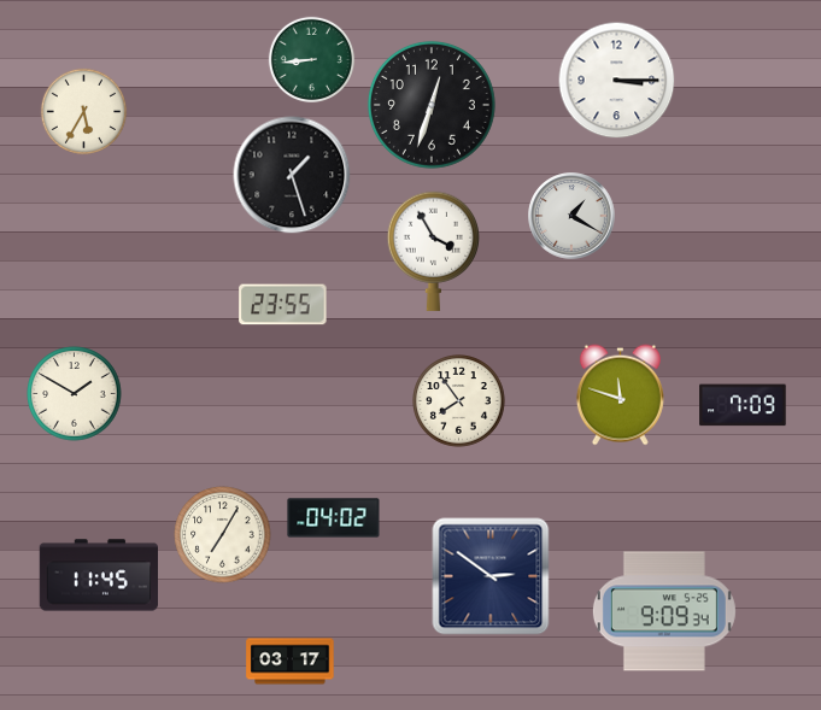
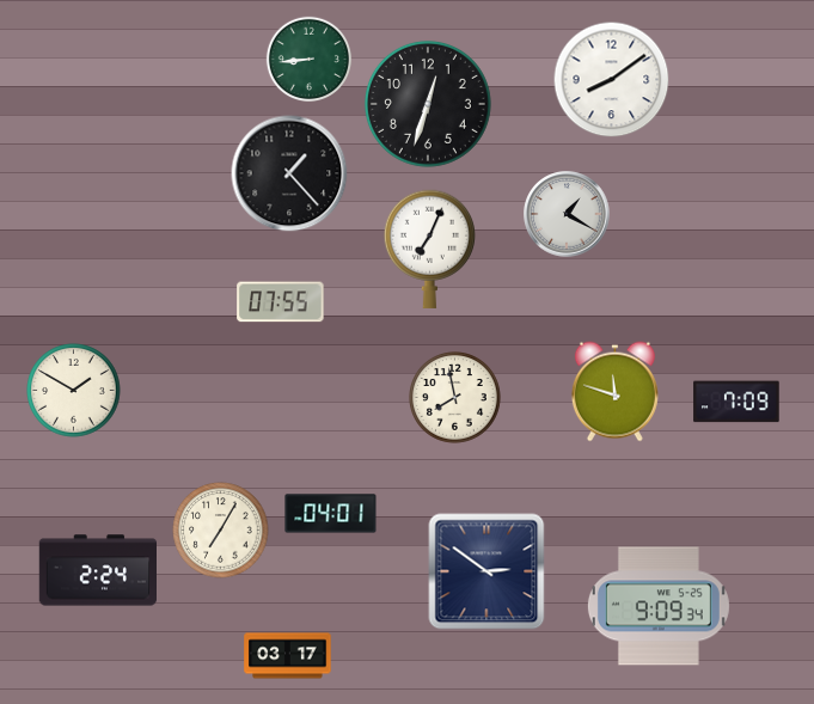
clock at (617, 81): 3:15 -> 8:09
clock at (84, 112): 5:35 -> none
clock at (292, 175): 1:27 -> 1:23
clock at (433, 251): 3:55 -> 7:04
clock at (283, 305): 23:55 -> 07:55
clock at (459, 401): 7:54 -> 7:58
clock at (334, 518): 04:02 -> 04:01
clock at (98, 575): 11:45 -> 2:24
